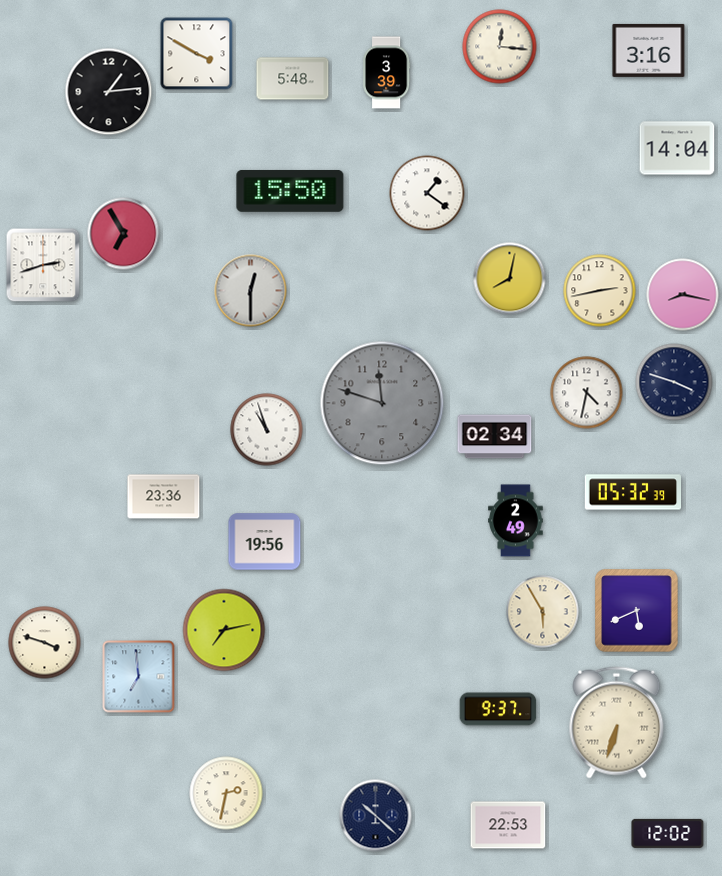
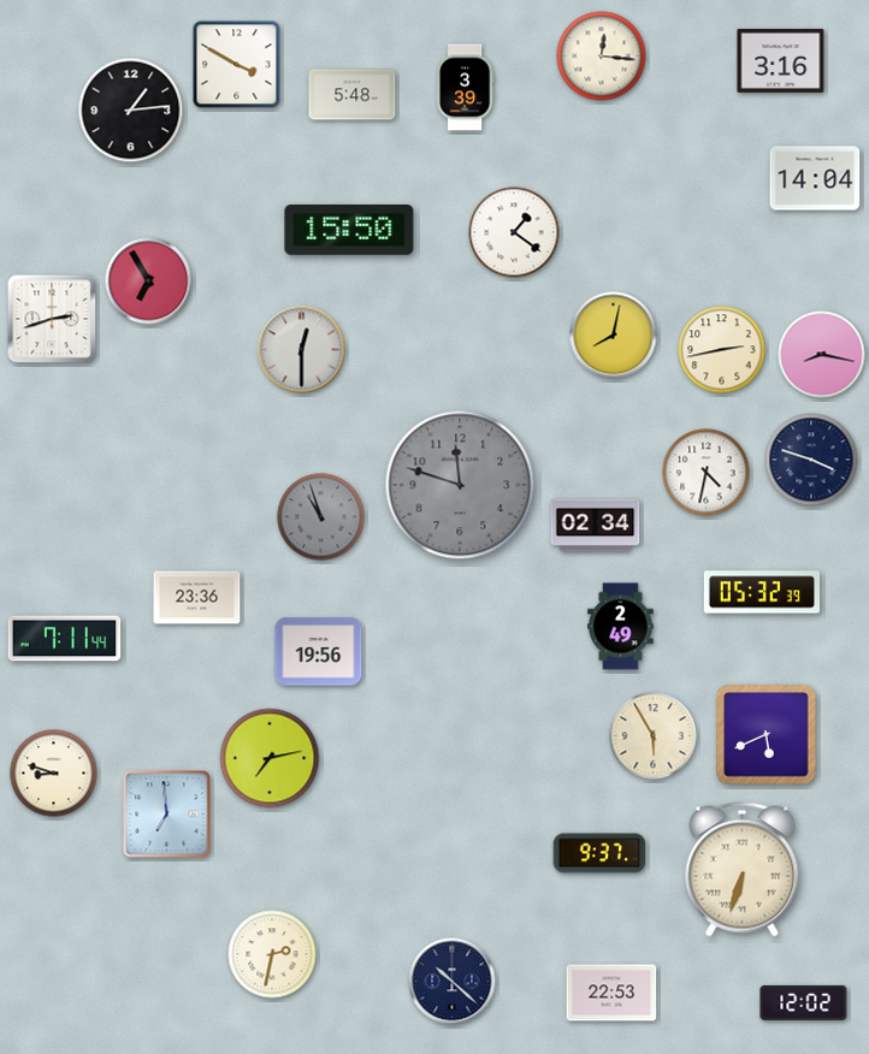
clock at (267, 430) dial: white -> grey
clock at (65, 639): none -> 7:11
clock at (45, 643): 3:48 -> 8:48
